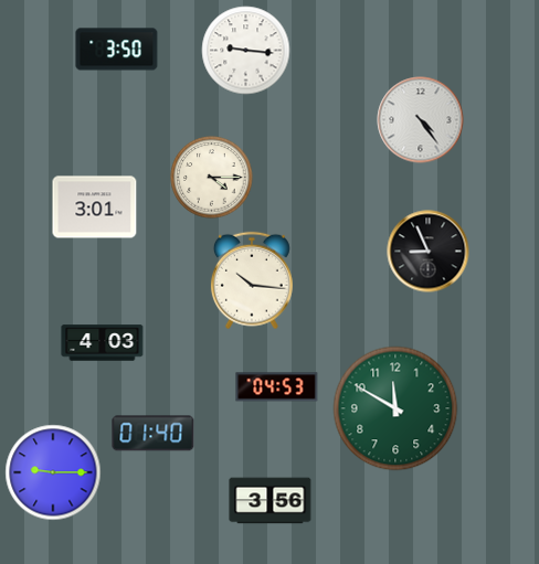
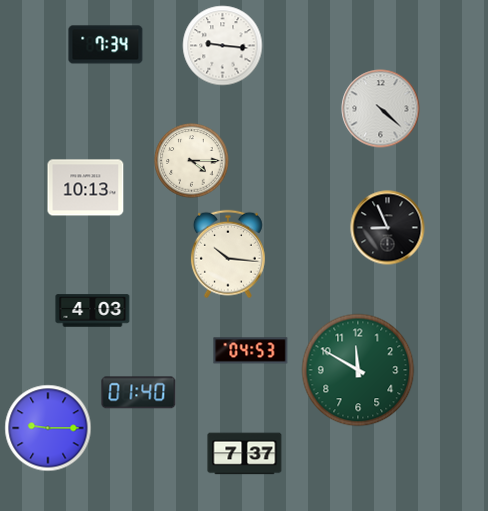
clock at (117, 50): 3:50 -> 7:34
clock at (421, 120): 4:24 -> 4:22
clock at (95, 207): 3:01 -> 10:13
clock at (271, 501): 3:56 -> 7:37
